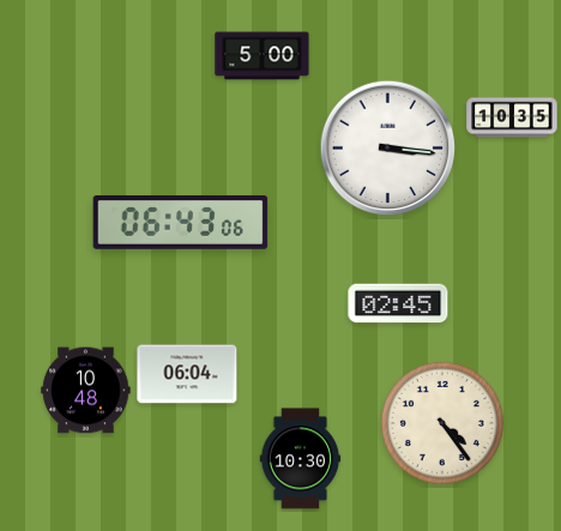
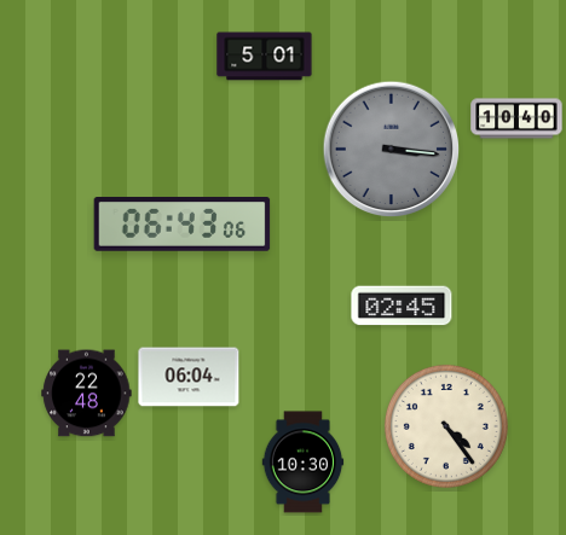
clock at (263, 56): 5:00 -> 5:01
clock at (512, 117): 10:35 -> 10:40
clock at (388, 149) dial: white -> grey
clock at (86, 391): 10:48 -> 22:48
